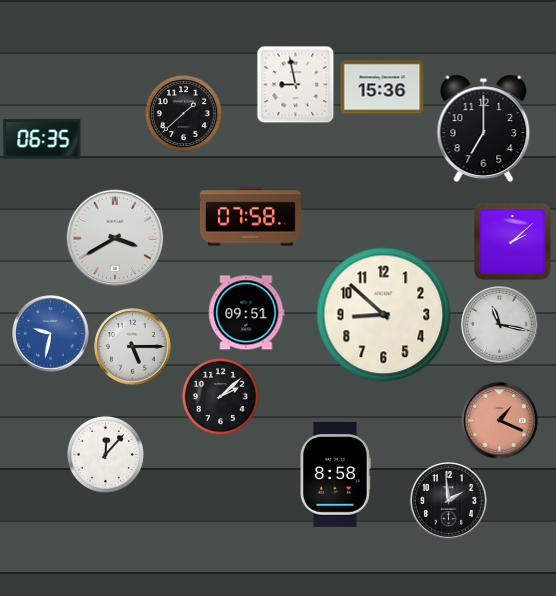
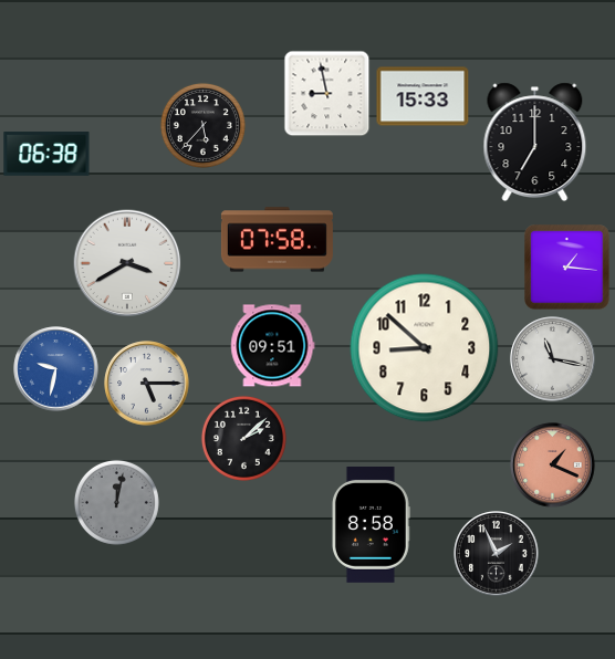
clock at (382, 87): 15:36 -> 15:33
clock at (183, 113): 1:38 -> 5:37
clock at (42, 139): 06:35 -> 06:38
clock at (513, 242): 2:08 -> 1:16
clock at (105, 454): 12:07 -> 12:02
clock at (105, 454) dial: white -> grey
clock at (449, 501): 1:59 -> 1:56
